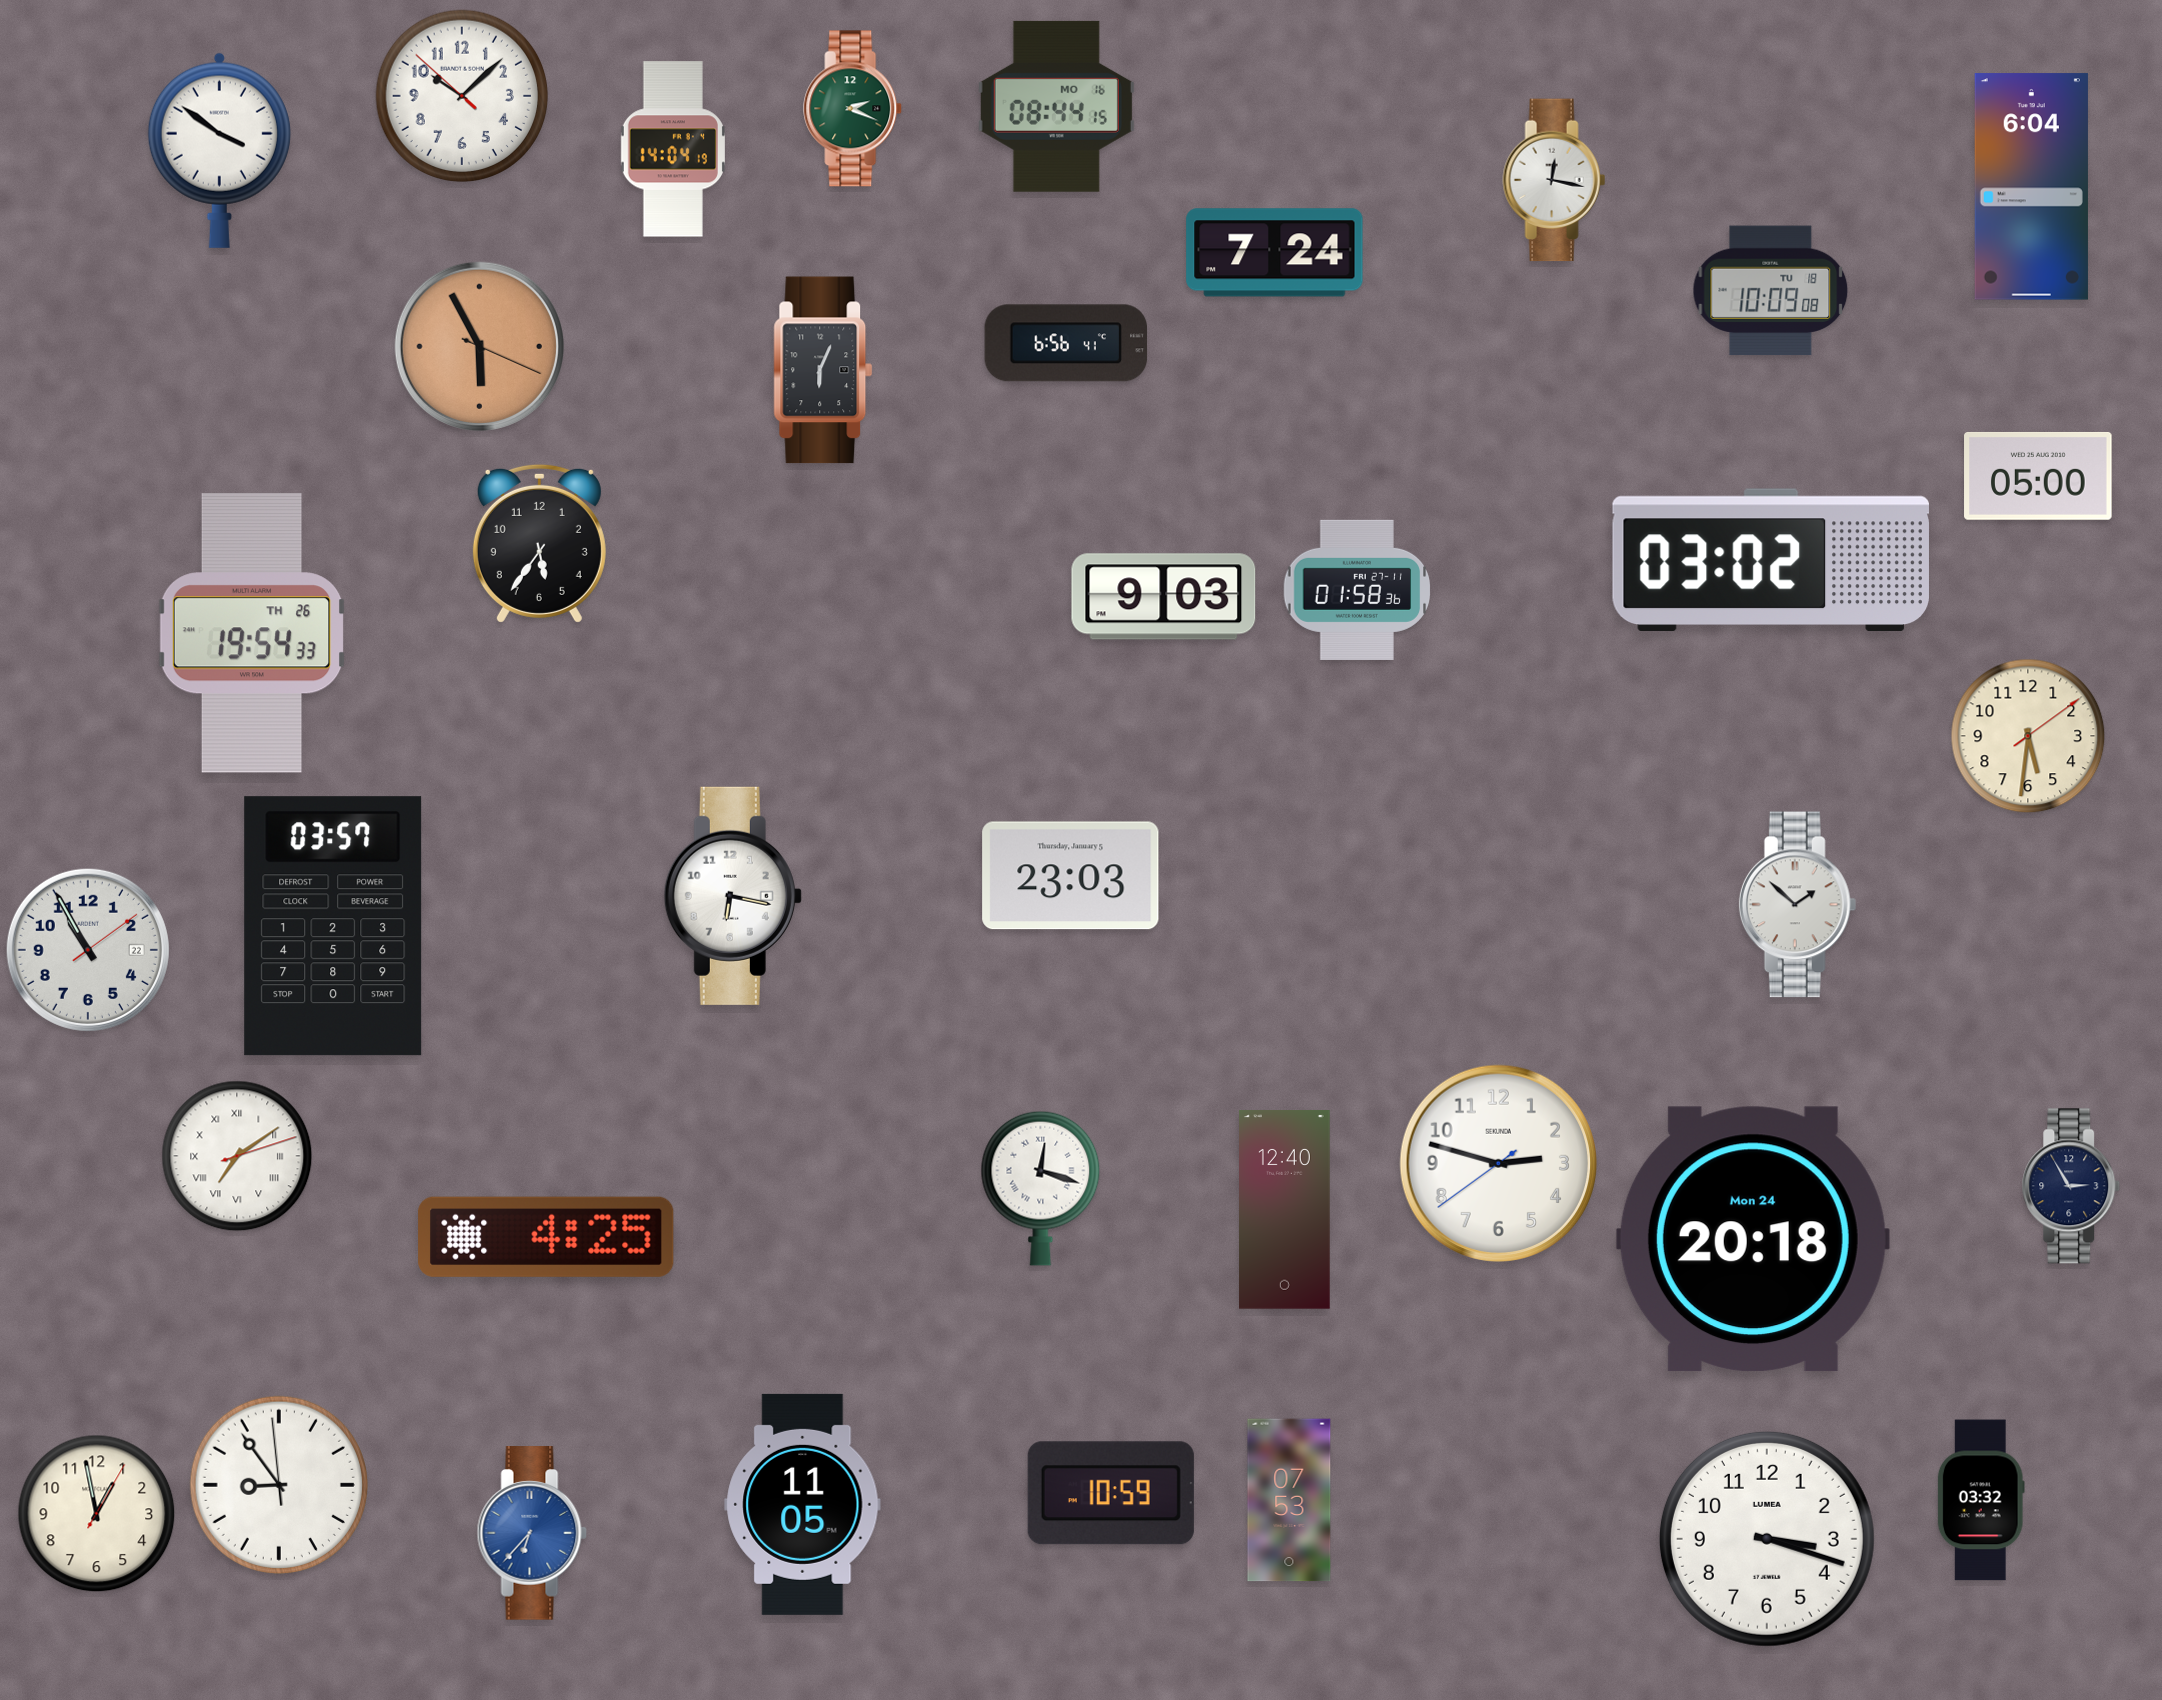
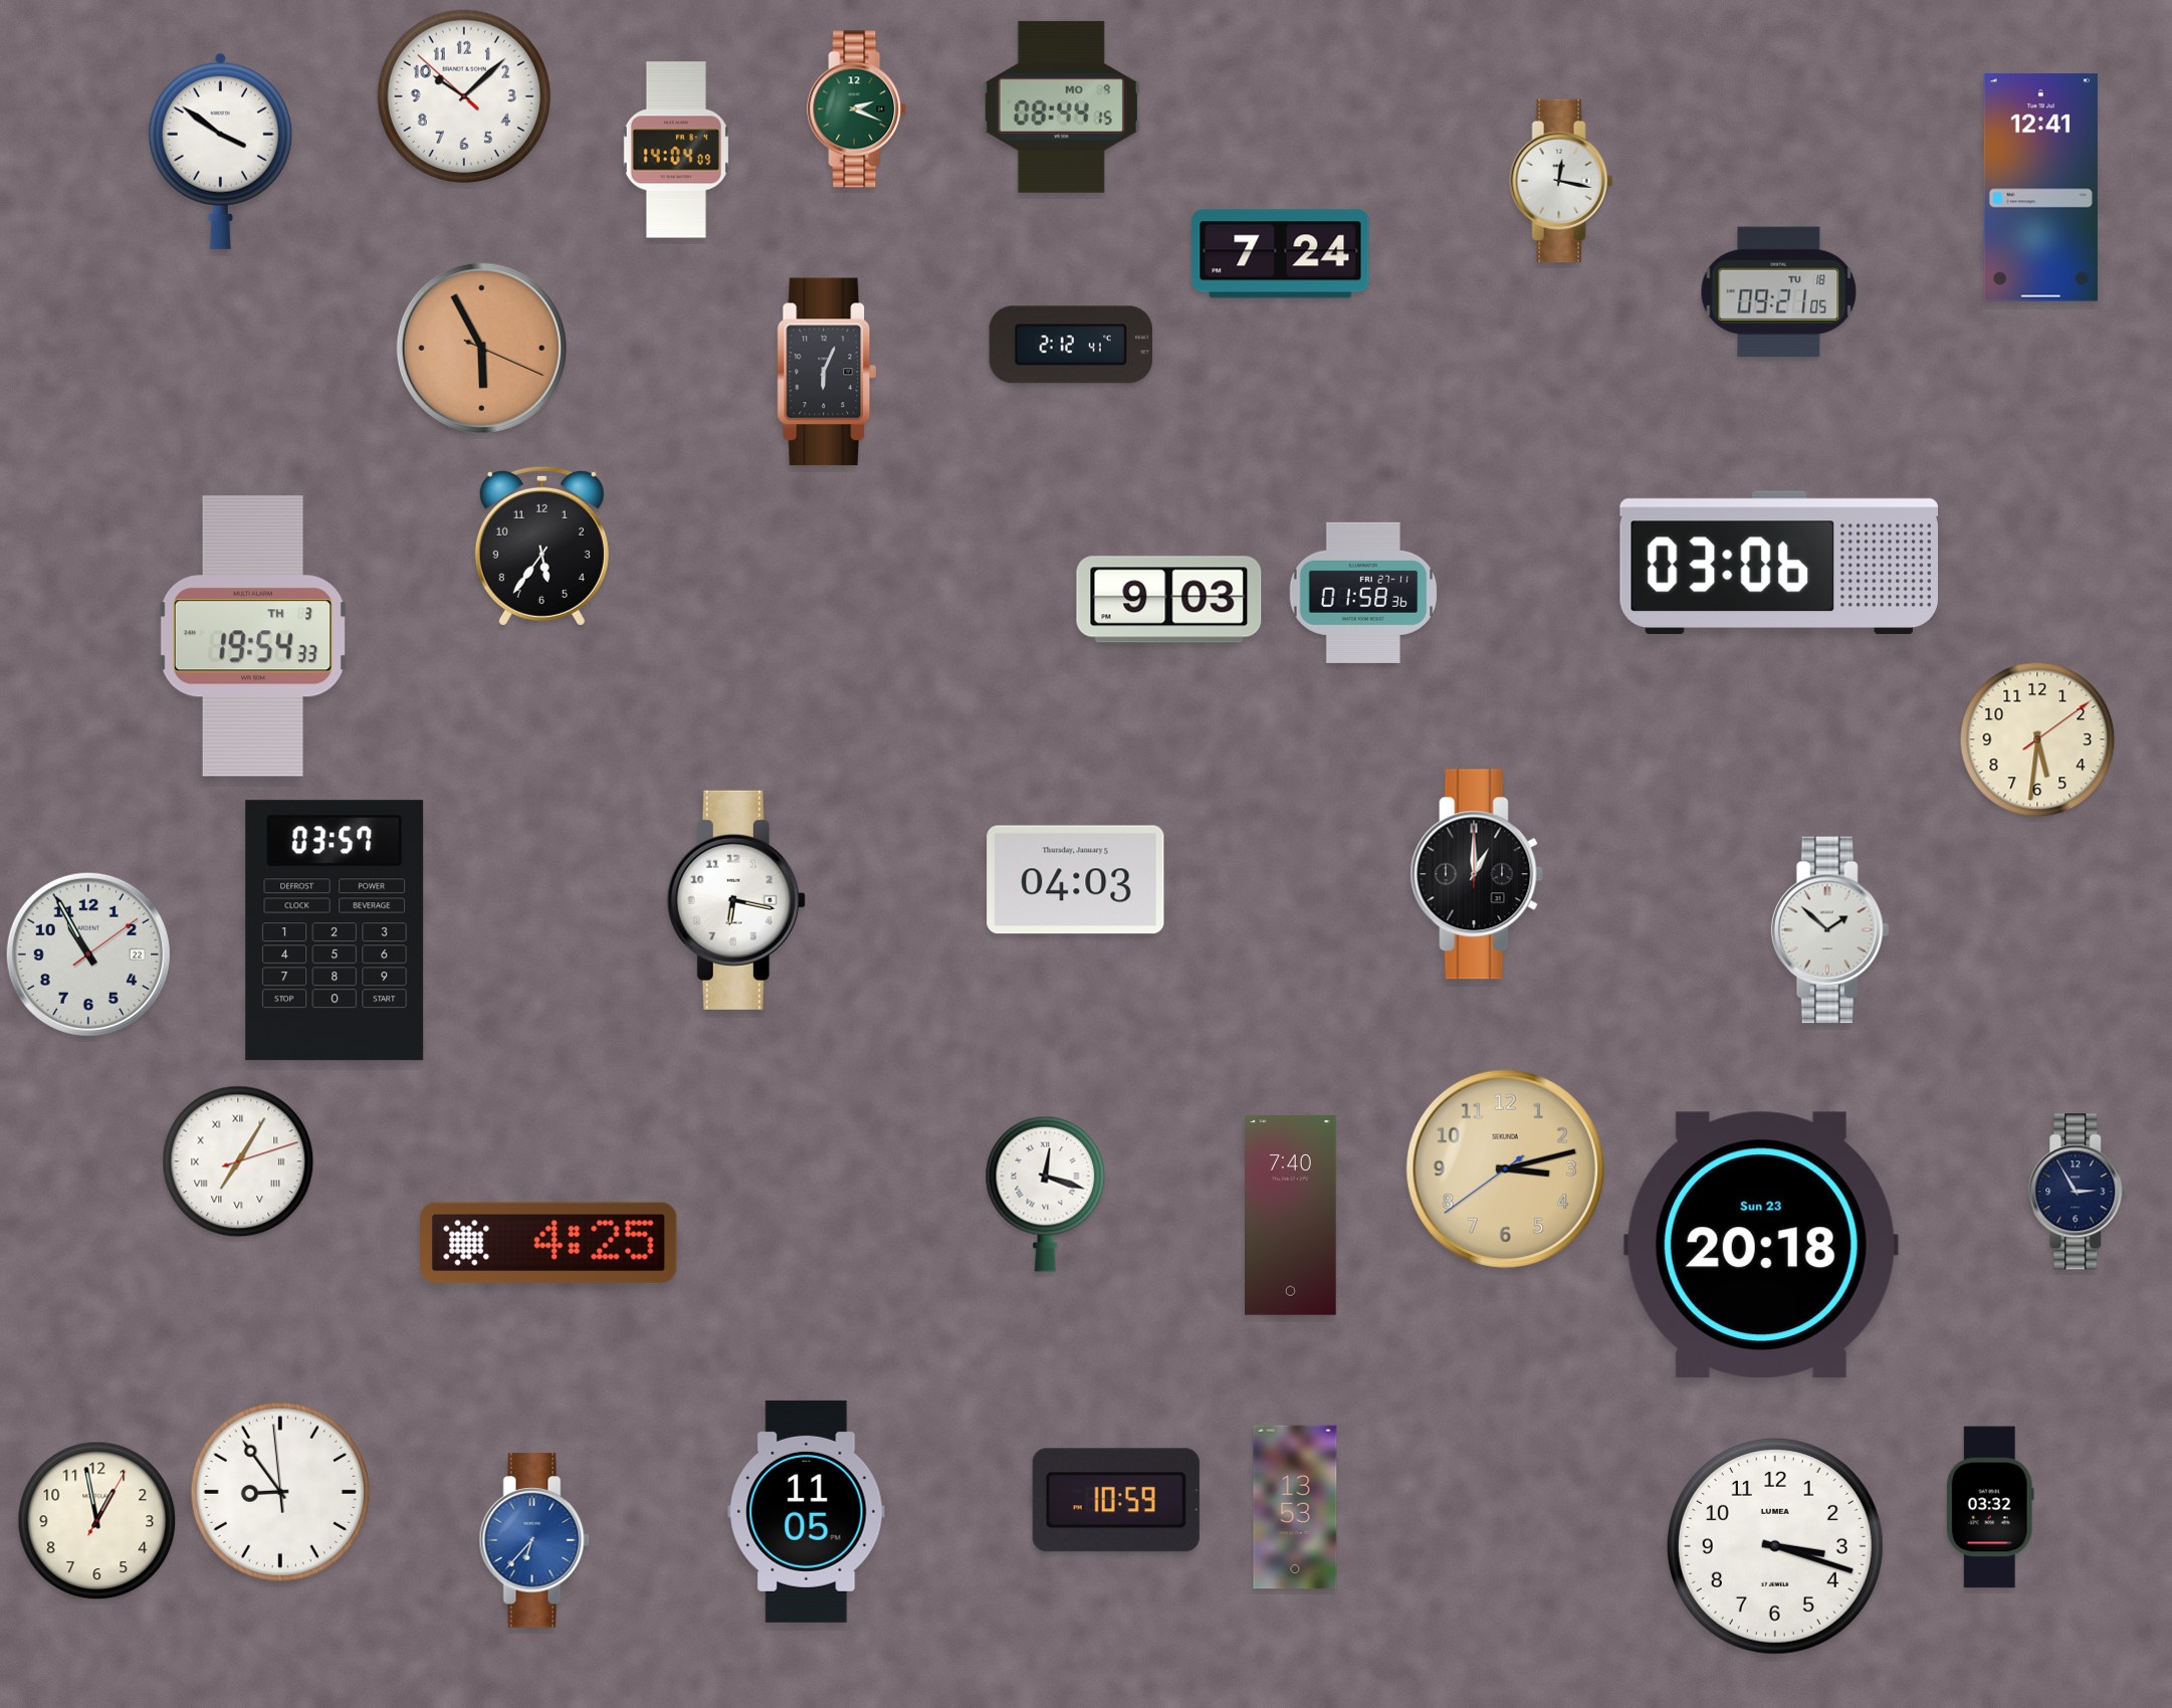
clock at (1056, 106) date: MO 16 -> MO 9
clock at (673, 149): 14:04:19 -> 14:04:09
clock at (2031, 187): 6:04 -> 12:41
clock at (1771, 291): 10:09 -> 09:21
clock at (1066, 343): 6:56 -> 2:12
clock at (2038, 476): 05:00 -> none
clock at (1771, 560): 03:02 -> 03:06
clock at (252, 633) date: TH 26 -> TH 3
clock at (1477, 874): none -> 1:00
clock at (1071, 876): 23:03 -> 04:03
clock at (1798, 905) position: (1798, 905) -> (1830, 930)
clock at (237, 1156): 7:09 -> 7:05
clock at (1498, 1163): 2:47 -> 3:12
clock at (1498, 1163) dial: white -> champagne
clock at (2071, 1186) position: (2071, 1186) -> (2078, 1192)
clock at (1285, 1210): 12:40 -> 7:40
clock at (1753, 1239) date: Mon 24 -> Sun 23
clock at (1289, 1500): 07:53 -> 13:53
